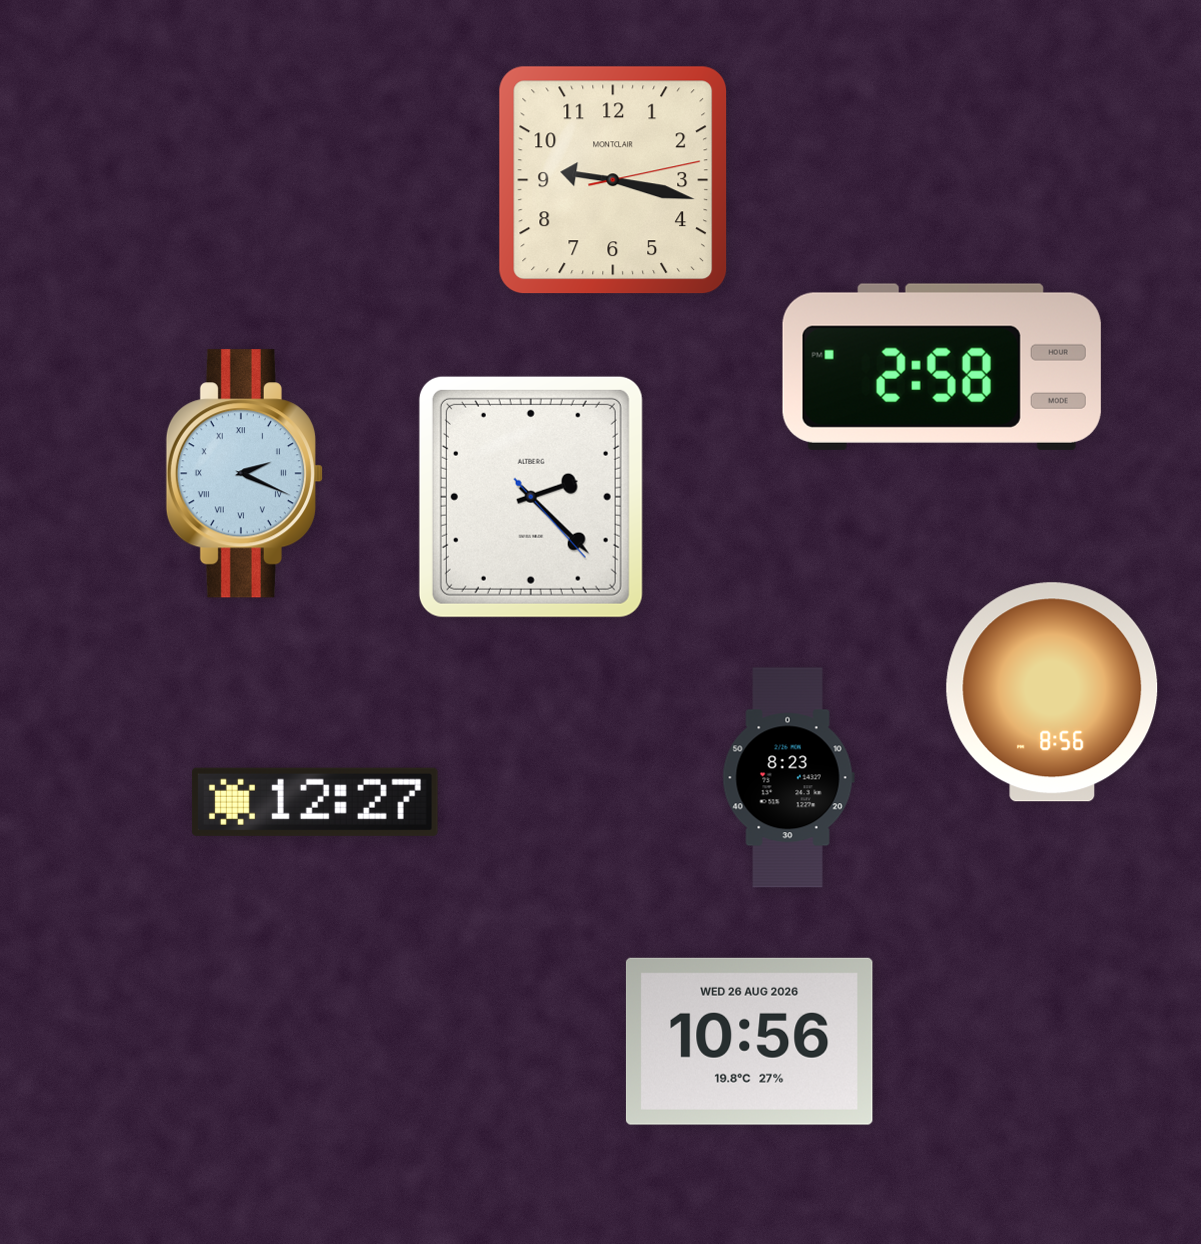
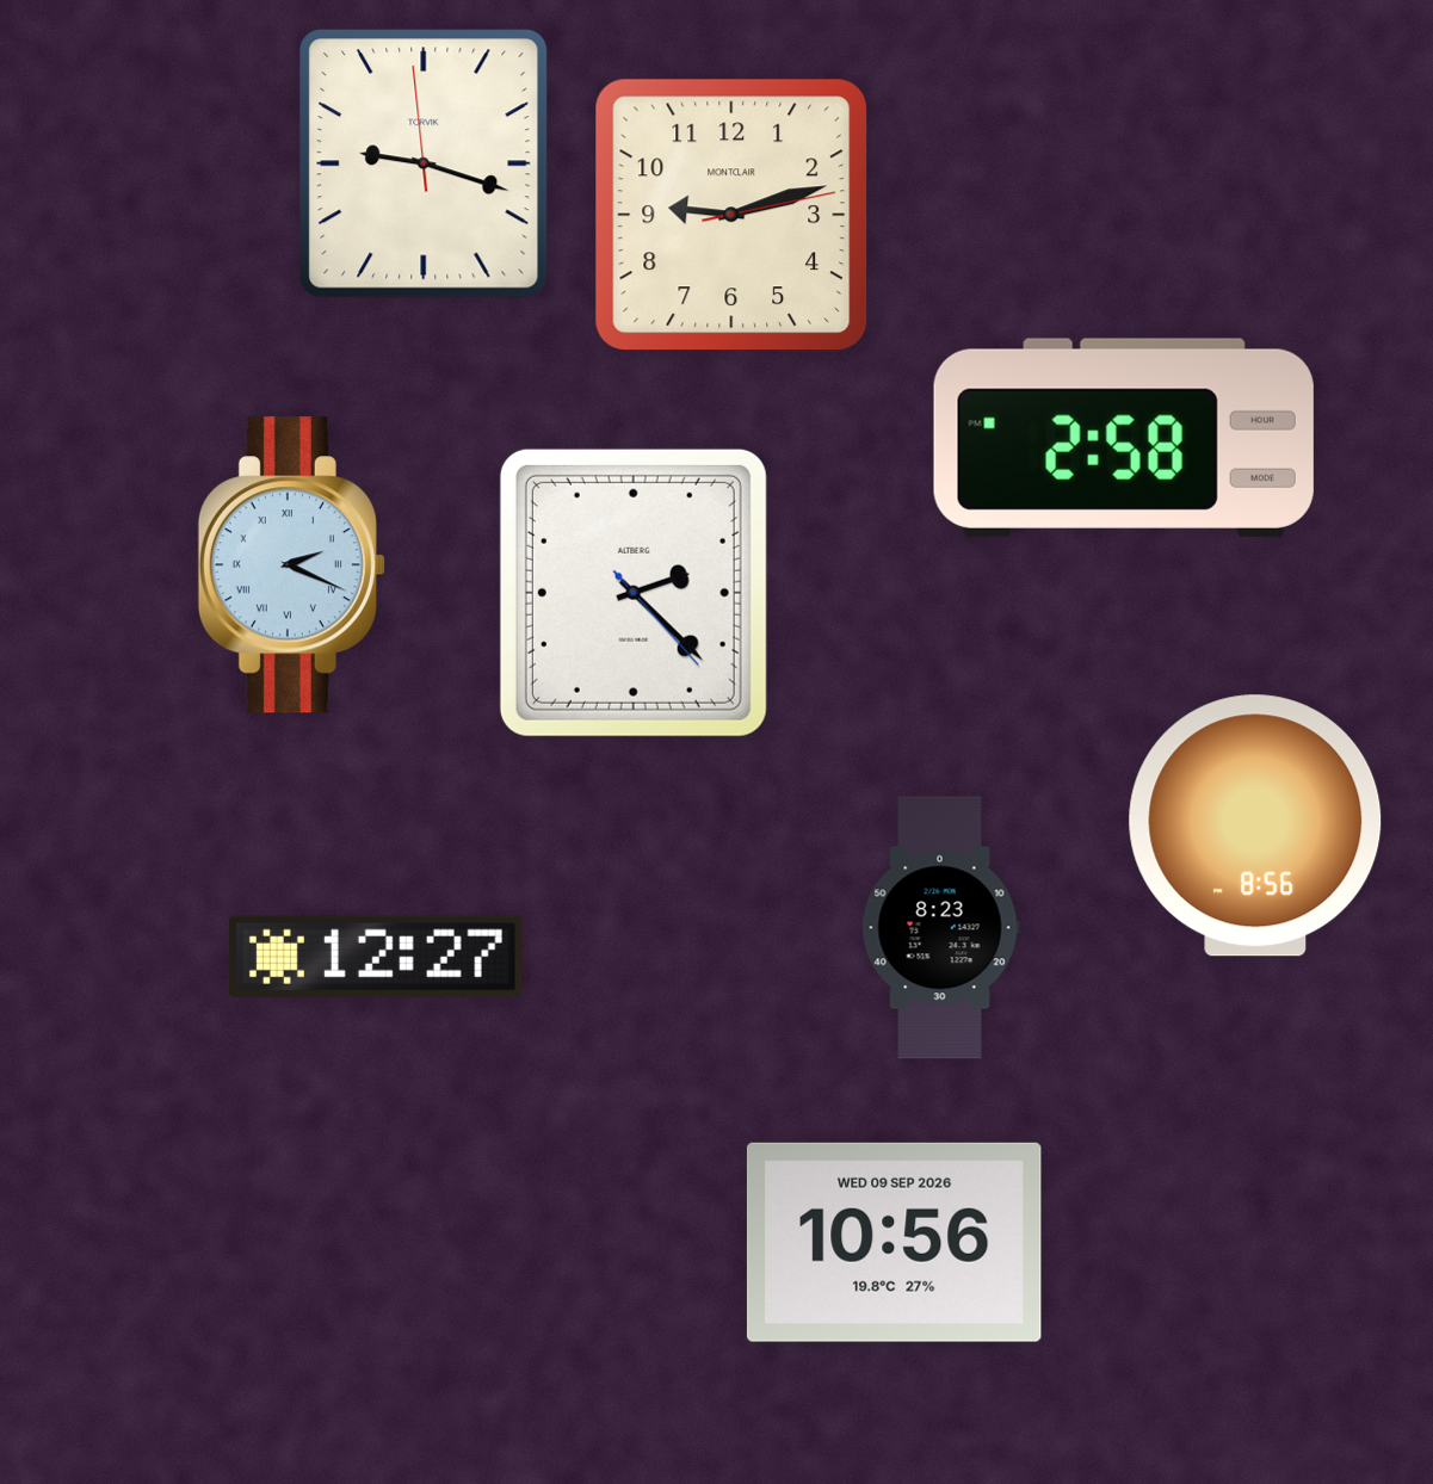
clock at (424, 163): none -> 9:17
clock at (613, 180): 9:17 -> 9:12
clock at (749, 1041) date: WED 26 AUG 2026 -> WED 09 SEP 2026
